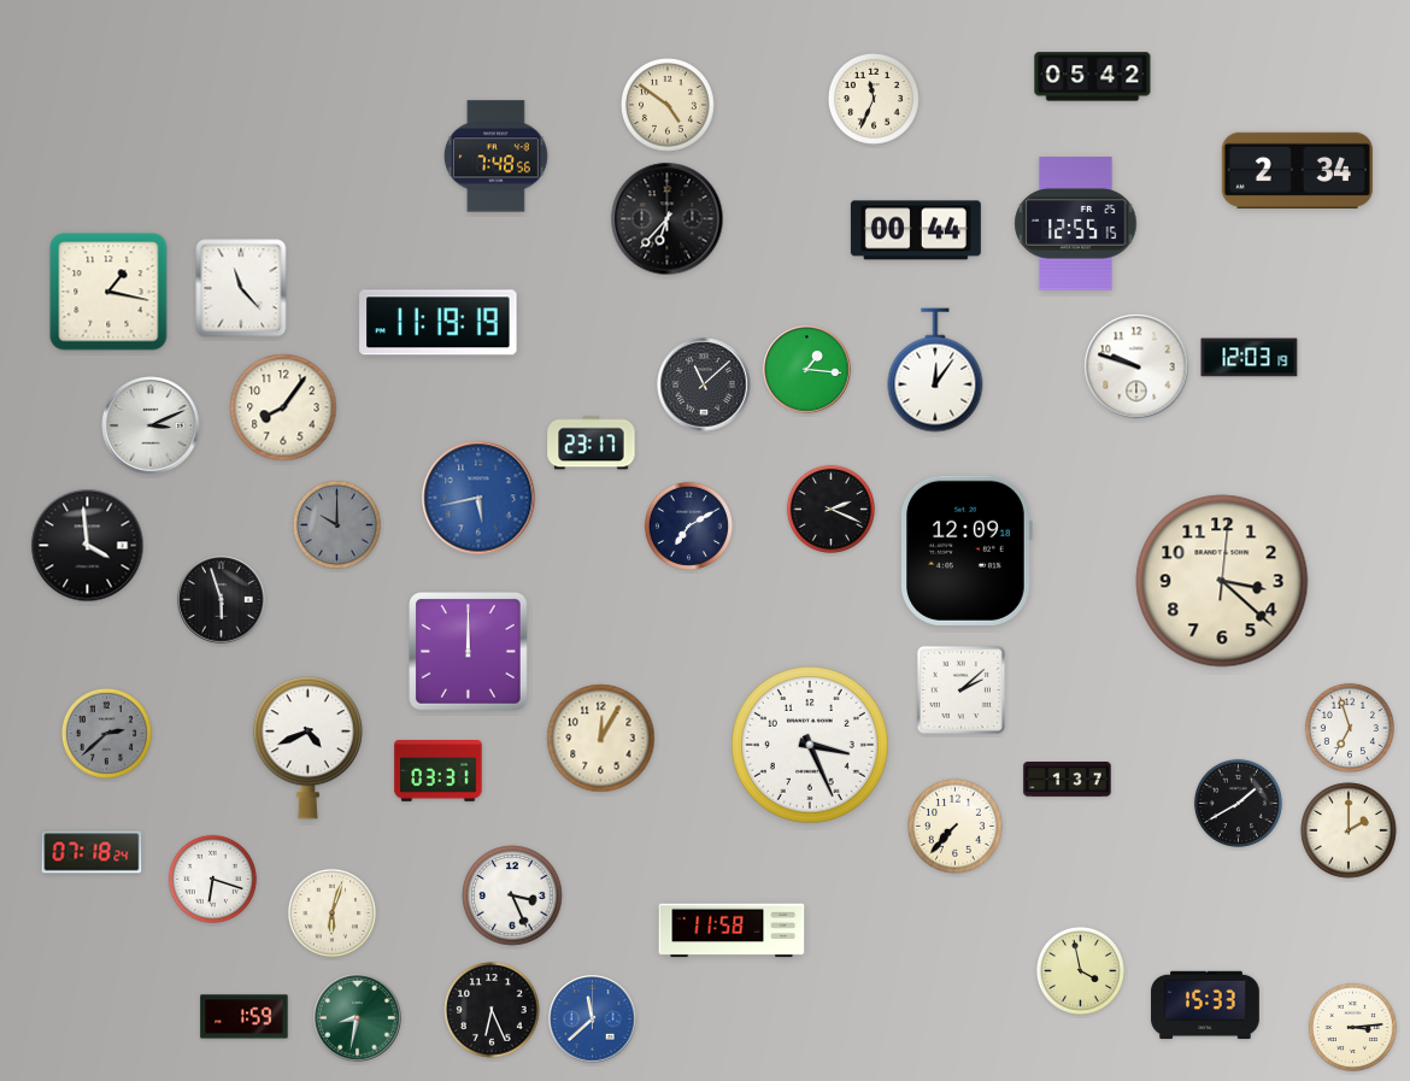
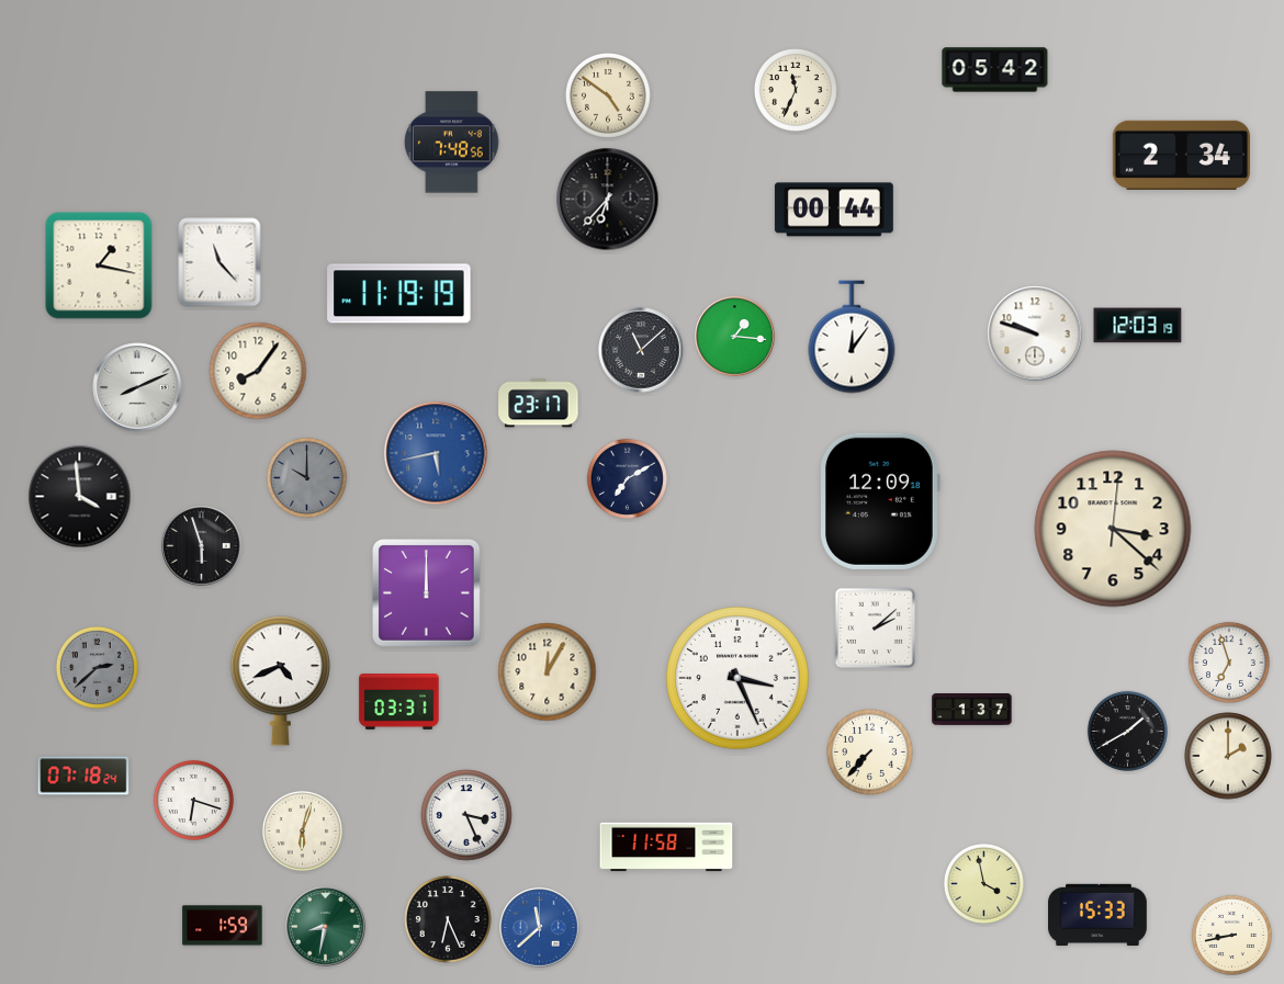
clock at (1076, 224): 12:55 -> none
clock at (151, 425): 3:11 -> 8:11
clock at (830, 509): 2:19 -> none
clock at (1352, 1027): 3:14 -> 8:43
